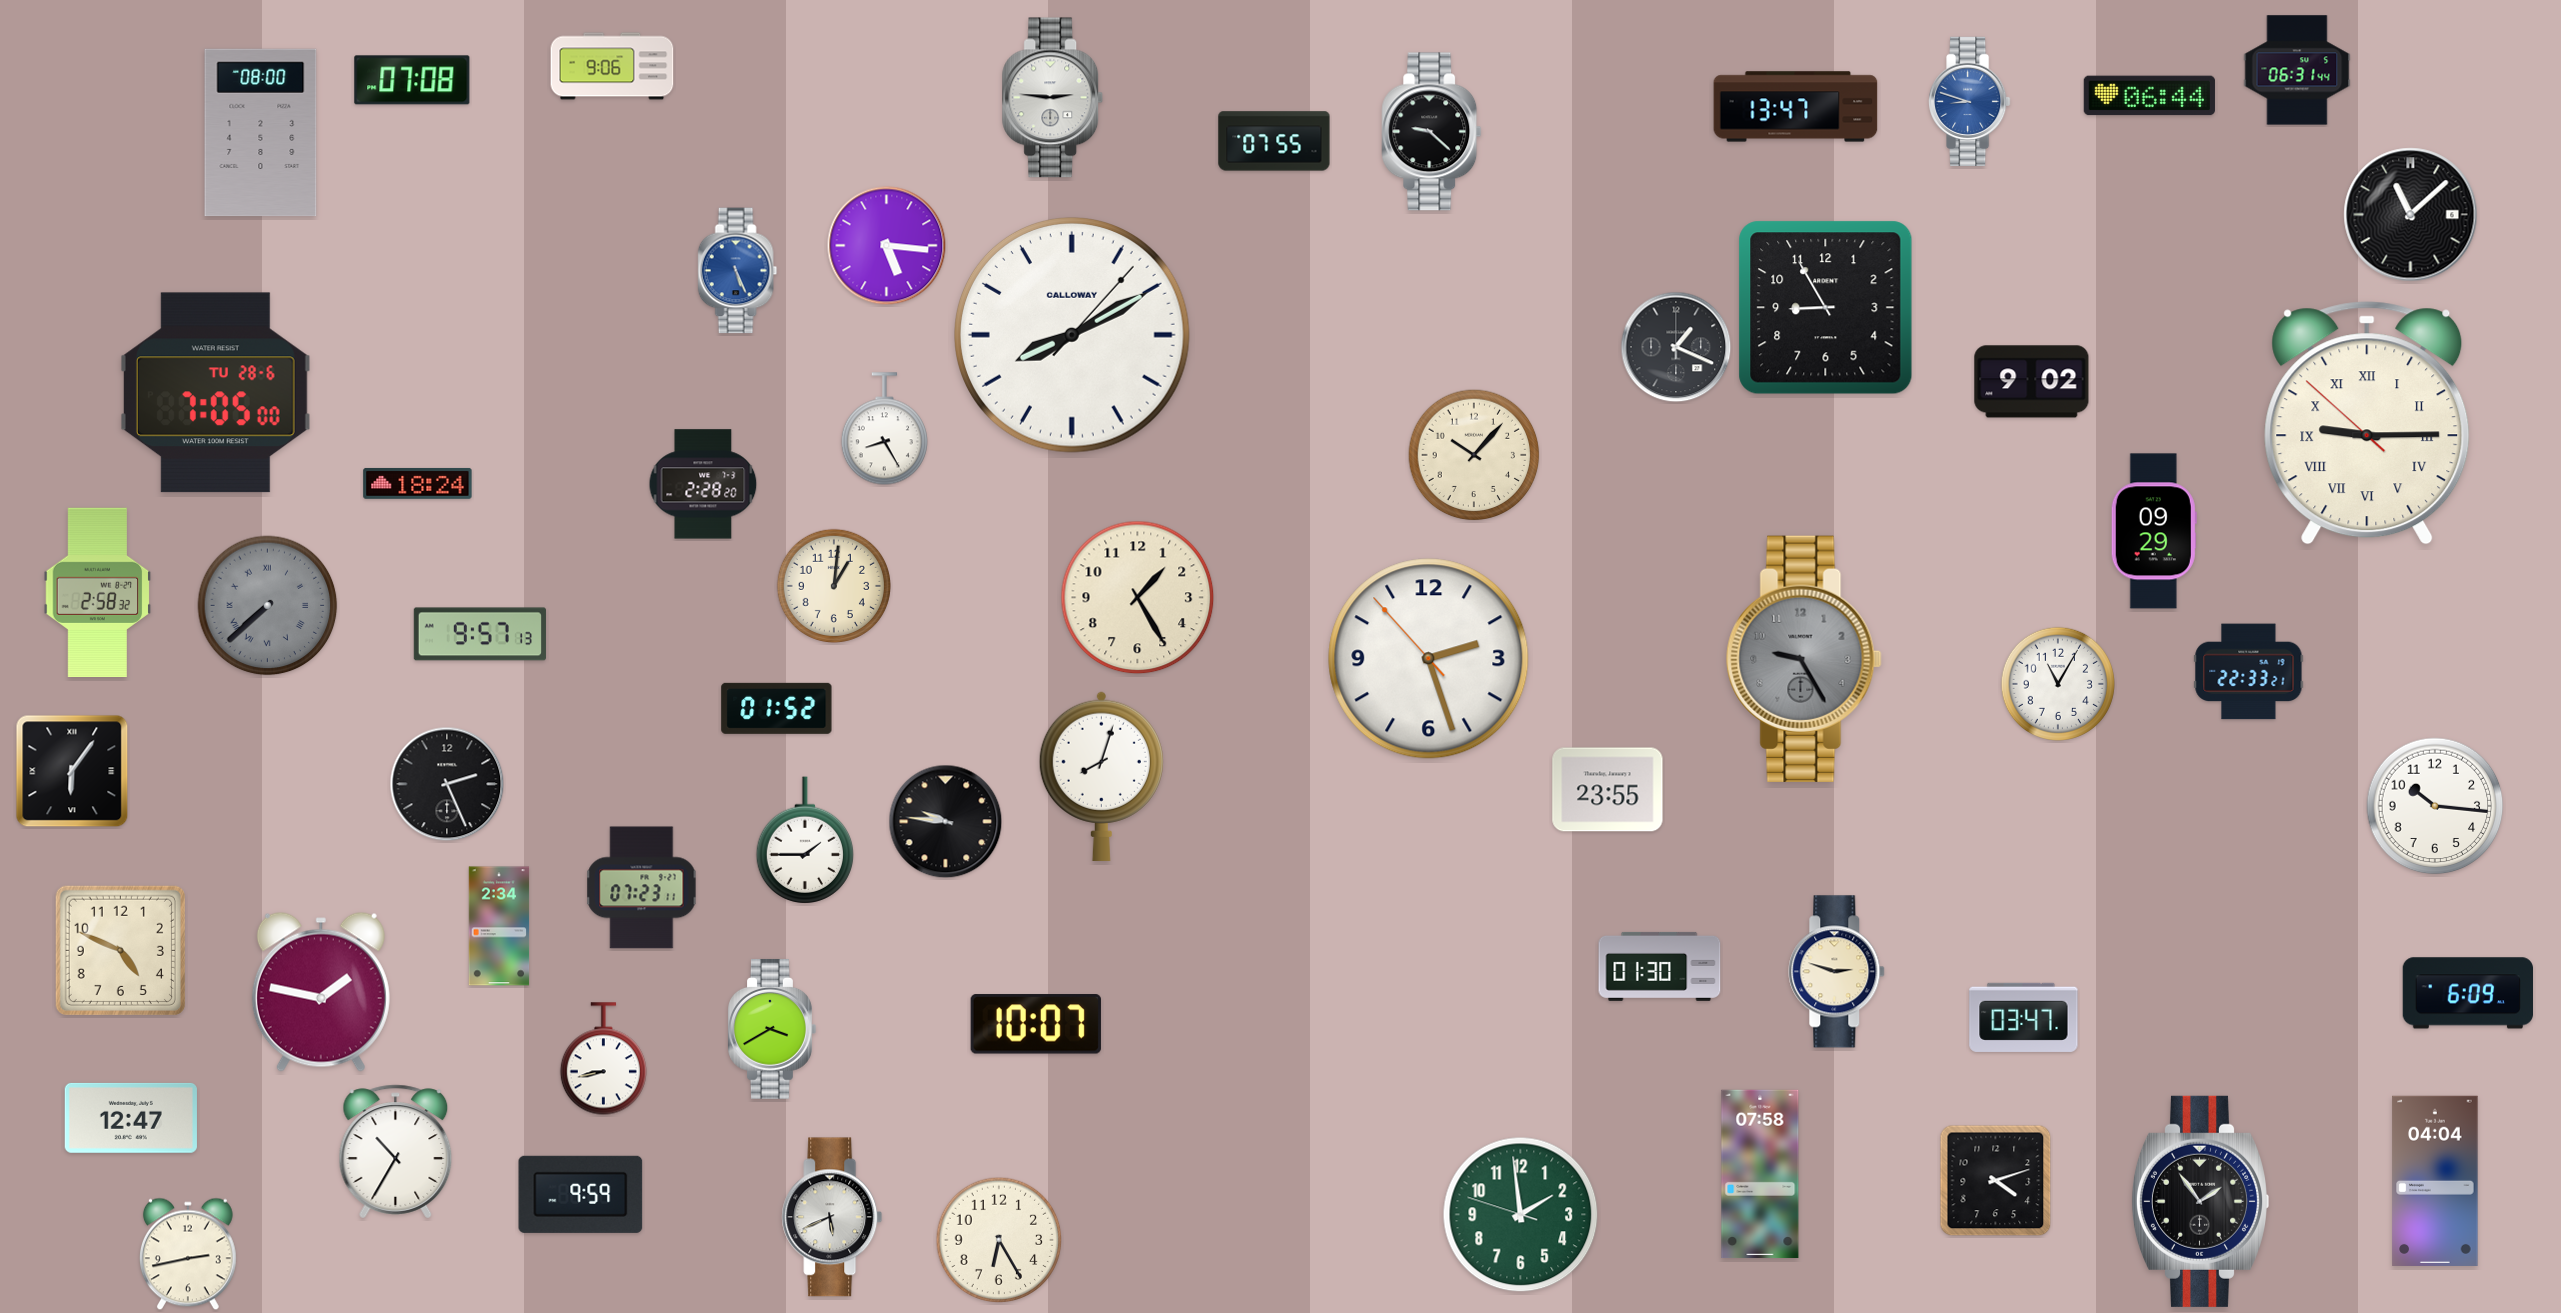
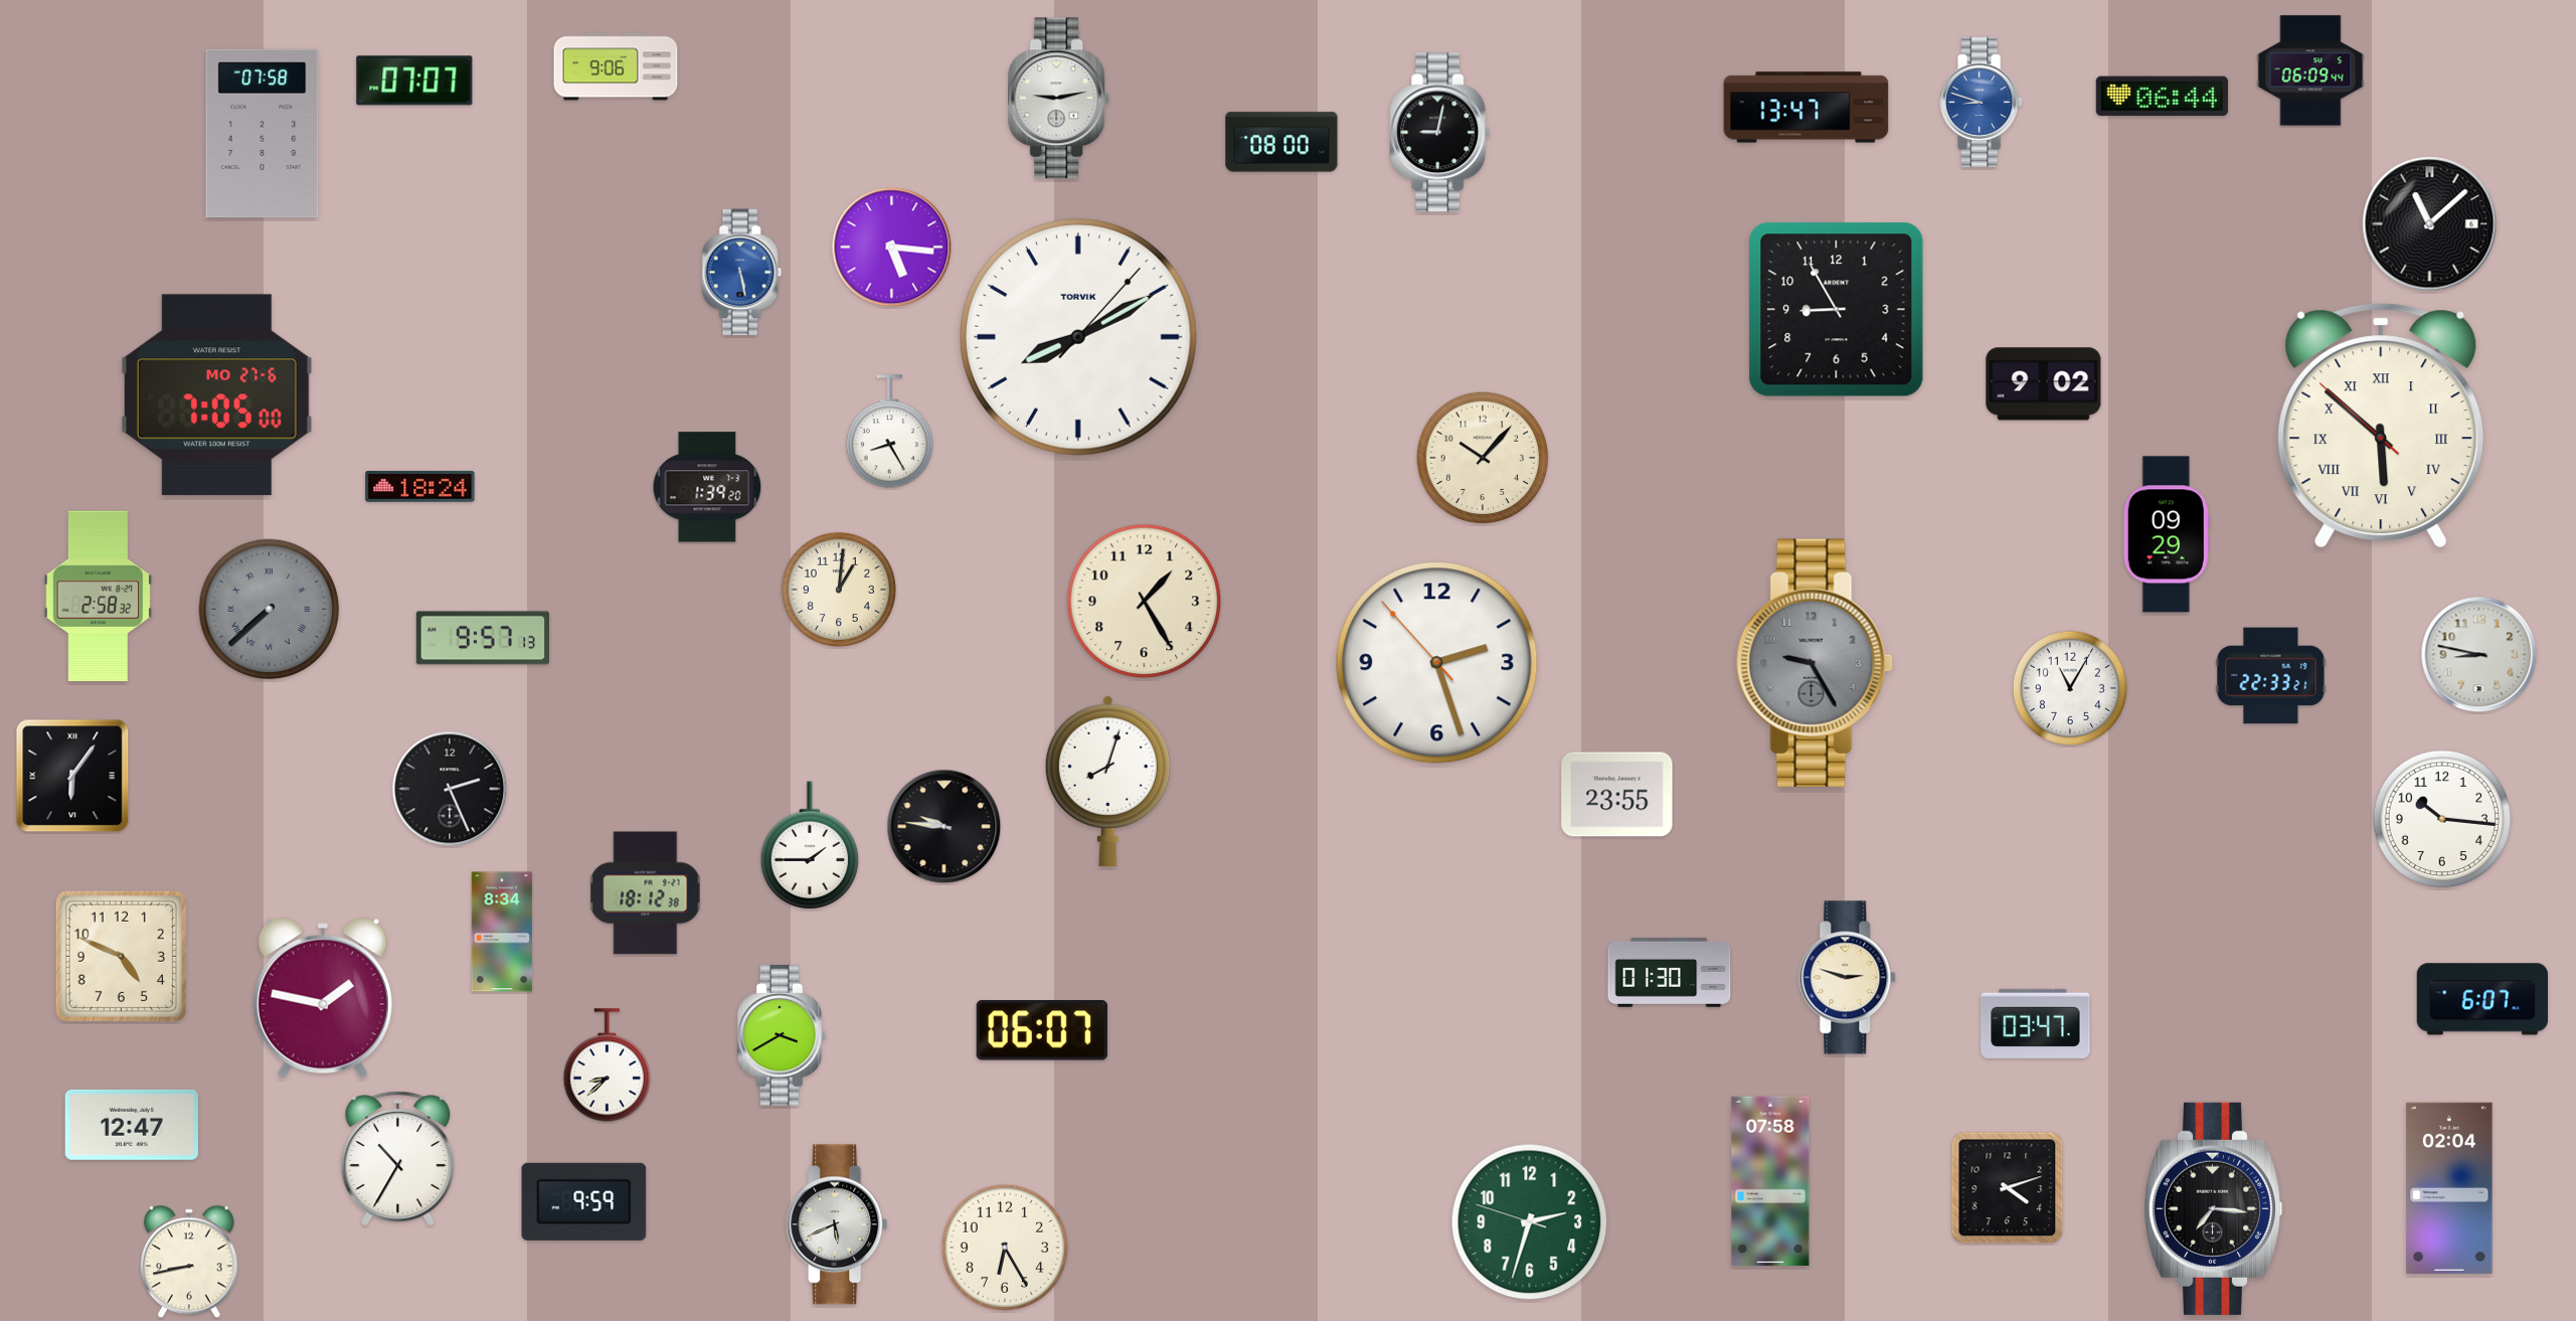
clock at (2297, 70): 06:31 -> 06:09
clock at (412, 80): 07:08 -> 07:07
clock at (1053, 98): 2:46 -> 9:13
clock at (1432, 132): 9:22 -> 9:02
clock at (261, 133): 08:00 -> 07:58
clock at (1274, 141): 07:55 -> 08:00
clock at (2411, 215) position: (2411, 215) -> (2430, 224)
clock at (738, 271): 5:26 -> 5:28
clock at (1073, 336) brand: CALLOWAY -> TORVIK
clock at (1676, 347): 1:19 -> none
clock at (215, 393) date: TU 28-6 -> MO 27-6
clock at (2367, 423): 9:14 -> 5:51
clock at (703, 484): 2:28 -> 1:39
clock at (2479, 655): none -> 8:47
clock at (2249, 672) position: (2249, 672) -> (2271, 676)
clock at (777, 708): 01:52 -> none
clock at (2435, 806) position: (2435, 806) -> (2442, 819)
clock at (946, 822) position: (946, 822) -> (944, 827)
clock at (642, 888): 07:23 -> 18:12
clock at (499, 926): 2:34 -> 8:34
clock at (2467, 993): 6:09 -> 6:07
clock at (1036, 1024): 10:07 -> 06:07
clock at (772, 1029) position: (772, 1029) -> (782, 1035)
clock at (603, 1059): 8:43 -> 8:38
clock at (2435, 1181): 04:04 -> 02:04
clock at (2199, 1201): 1:54 -> 7:16
clock at (1521, 1215): 1:58 -> 2:32
clock at (188, 1254): 2:43 -> 8:43
